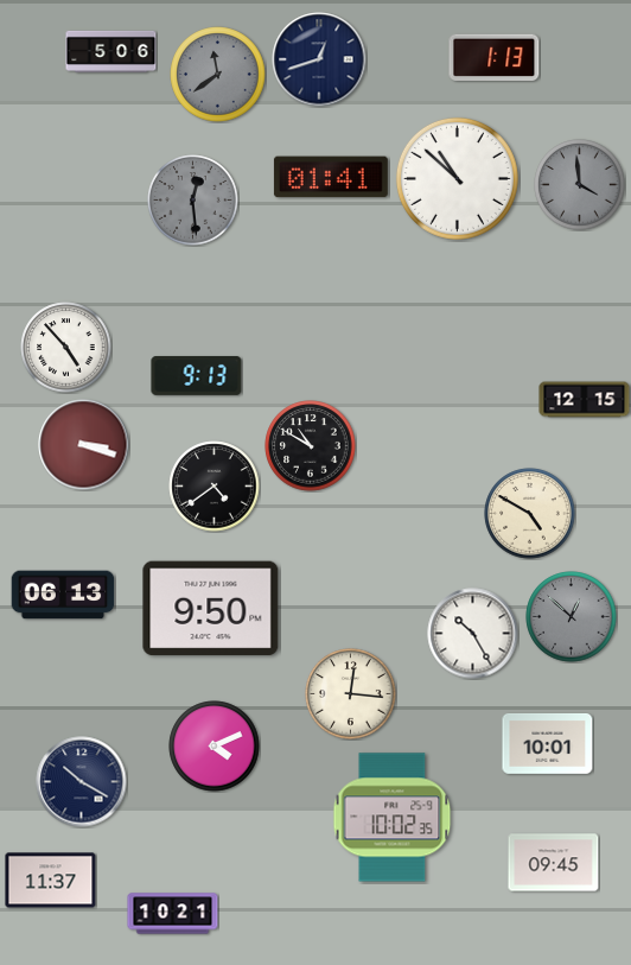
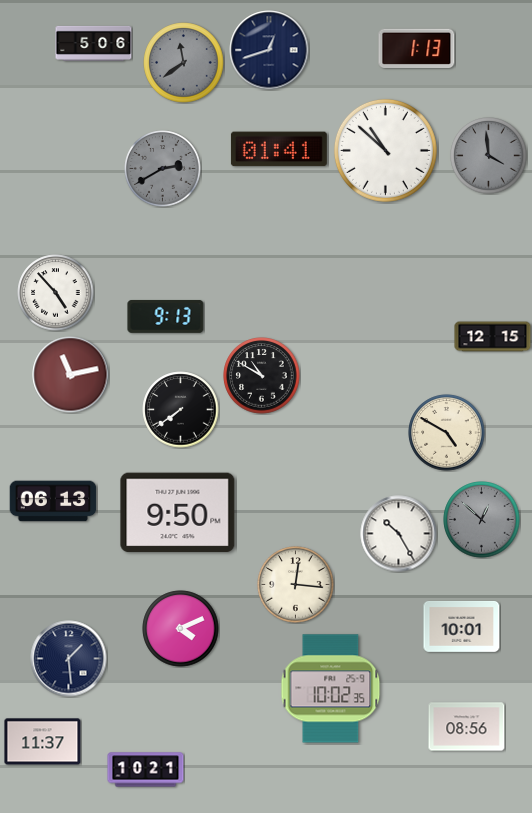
clock at (193, 201): 12:29 -> 2:40
clock at (84, 445): 3:18 -> 11:13
clock at (215, 487): 4:39 -> 7:39
clock at (82, 782): 10:20 -> 1:29
clock at (554, 863): 09:45 -> 08:56
